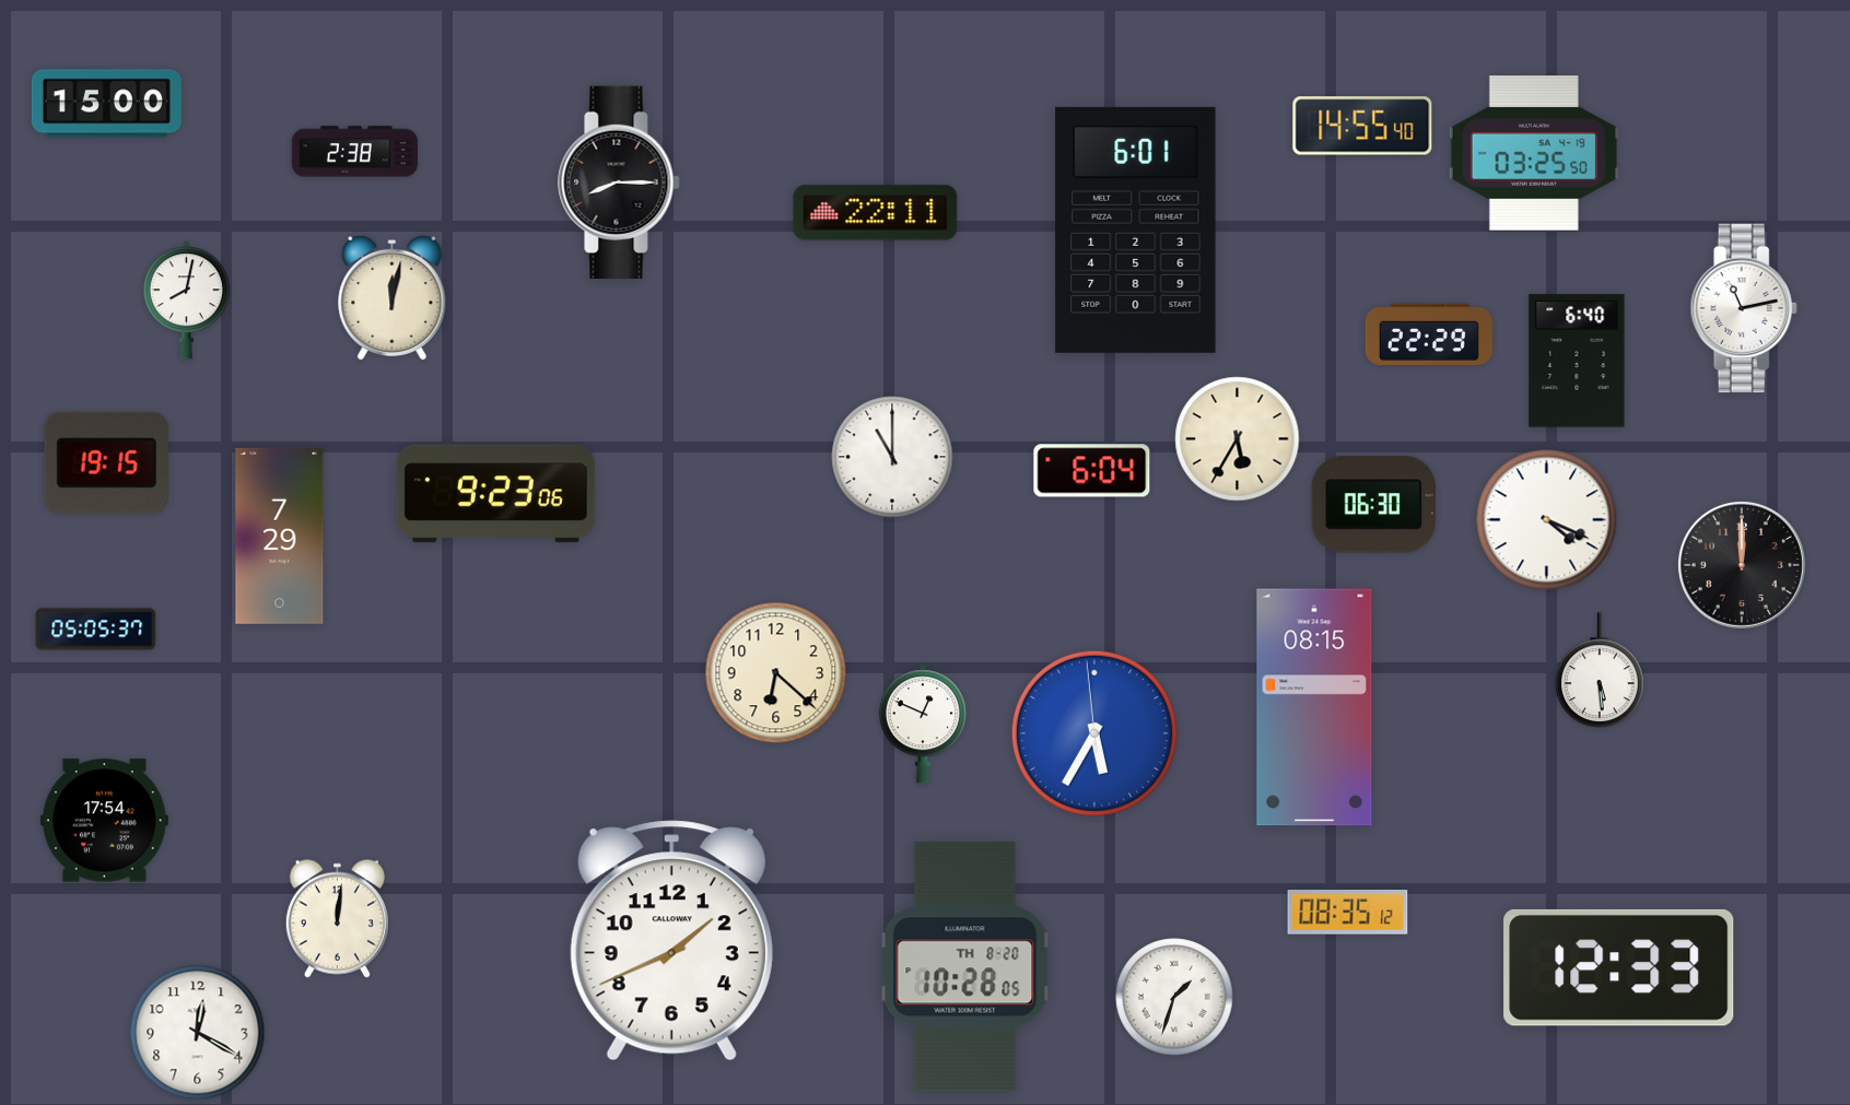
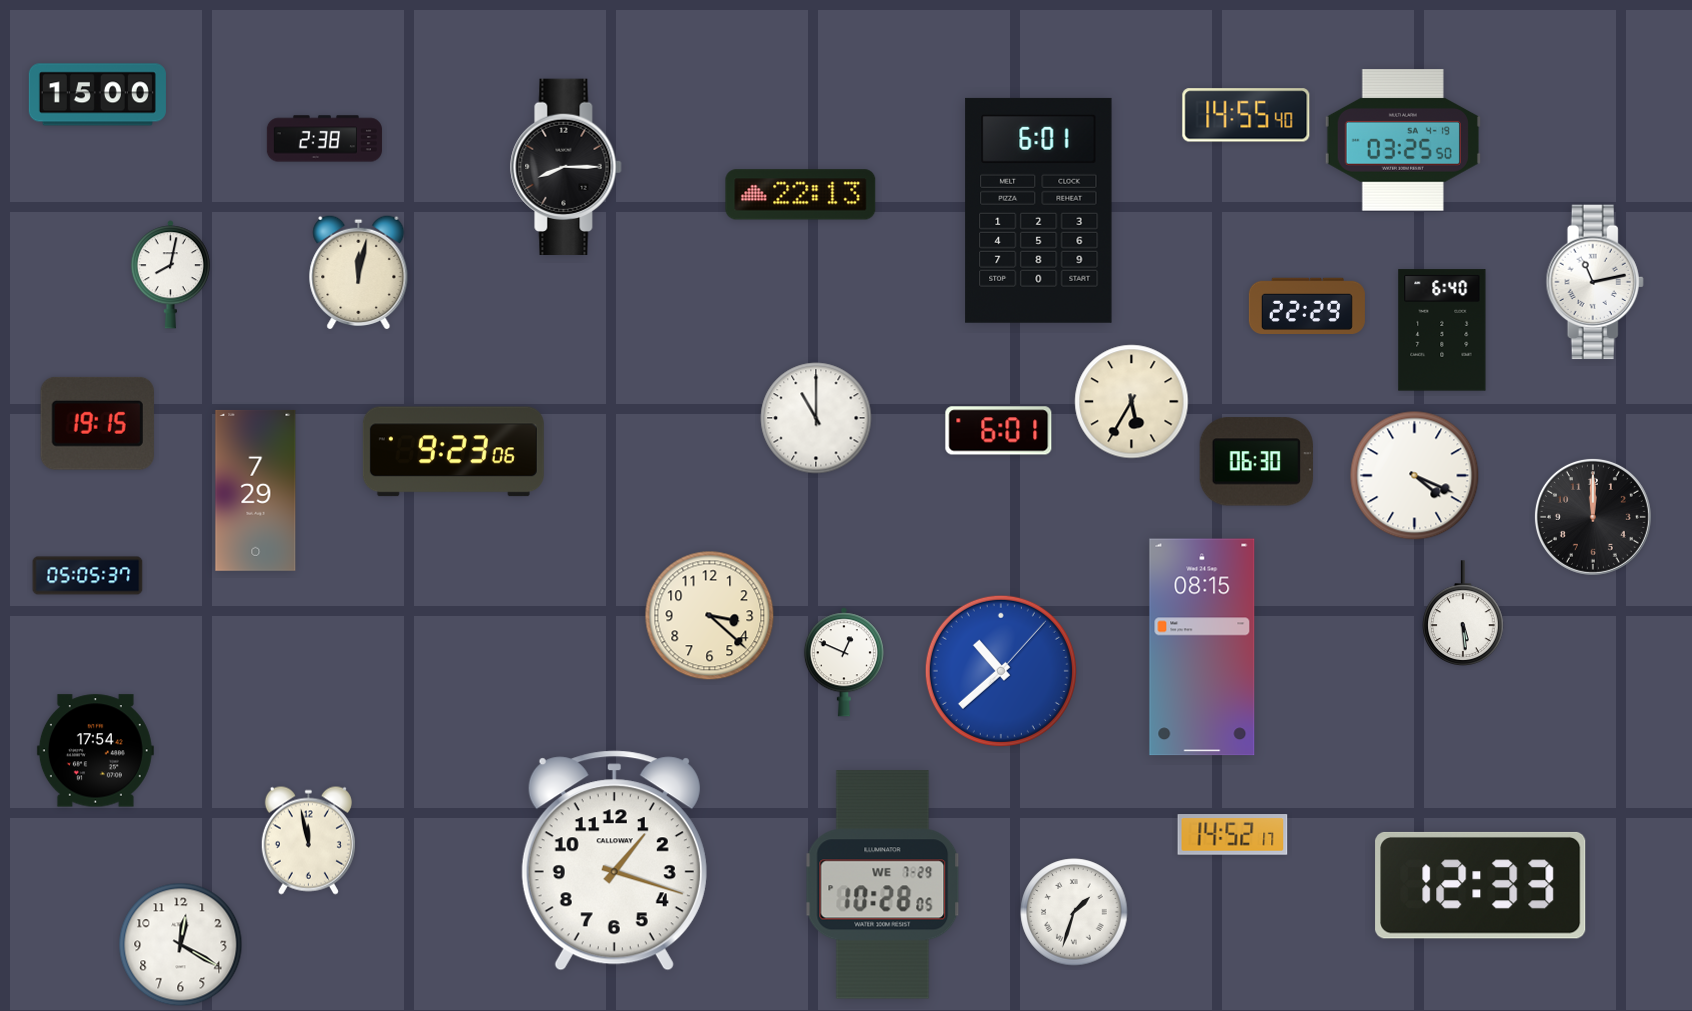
clock at (876, 213): 22:11 -> 22:13
clock at (1092, 471): 6:04 -> 6:01
clock at (776, 673): 6:22 -> 3:22
clock at (1094, 733): 5:34 -> 10:38
clock at (1348, 913): 08:35 -> 14:52
clock at (337, 918): 12:01 -> 11:58
clock at (671, 941): 1:41 -> 1:18
clock at (965, 967) date: TH 8-20 -> WE 7-29
